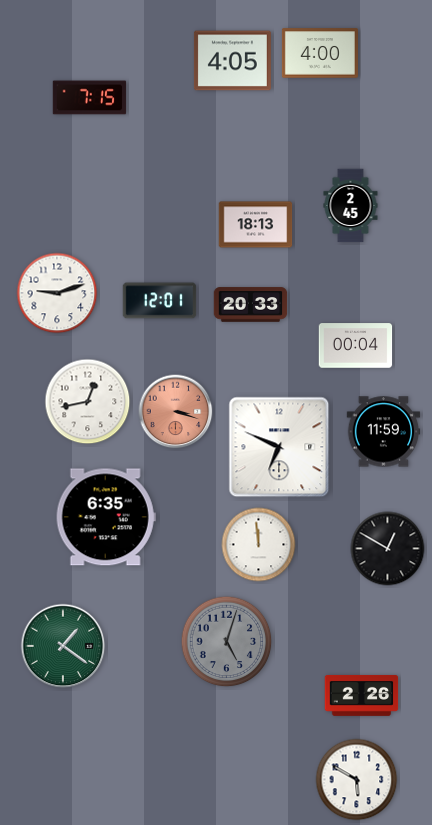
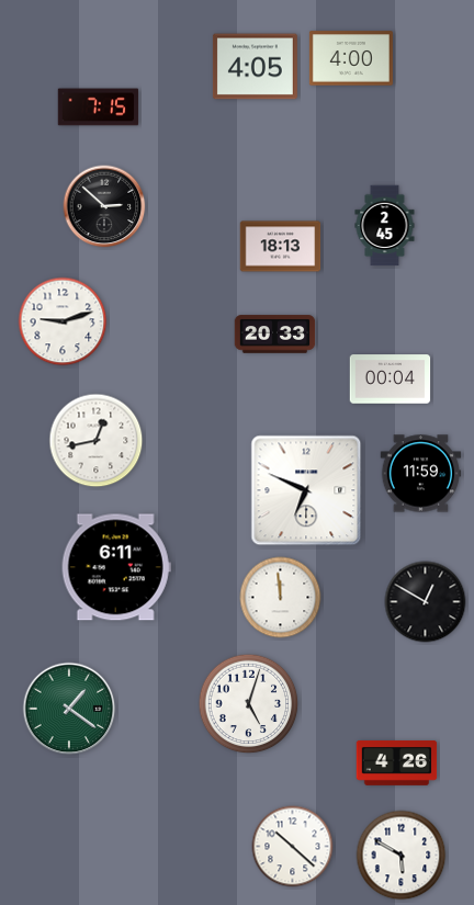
clock at (104, 206): none -> 2:52
clock at (160, 301): 12:01 -> none
clock at (176, 412): 3:18 -> none
clock at (106, 517): 6:35 -> 6:11
clock at (259, 545) position: (259, 545) -> (281, 598)
clock at (227, 642) dial: grey -> white
clock at (362, 695): 2:26 -> 4:26
clock at (293, 847): none -> 10:22
clock at (357, 780) position: (357, 780) -> (402, 856)
